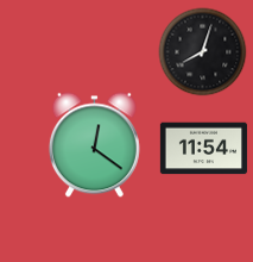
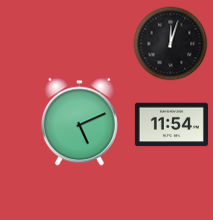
clock at (203, 52): 8:03 -> 12:03
clock at (94, 145): 12:21 -> 5:11
